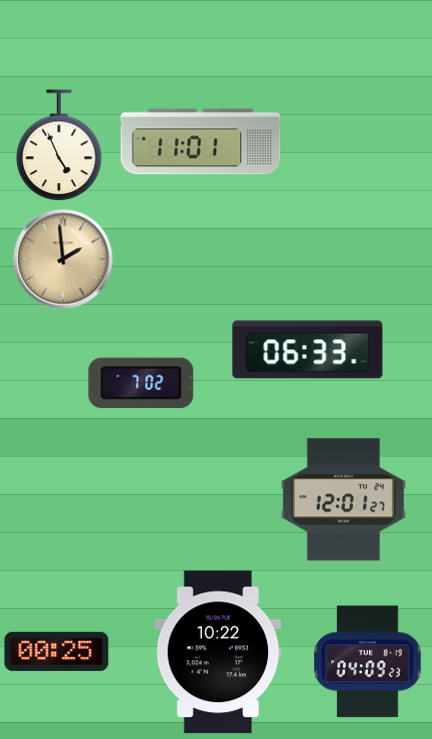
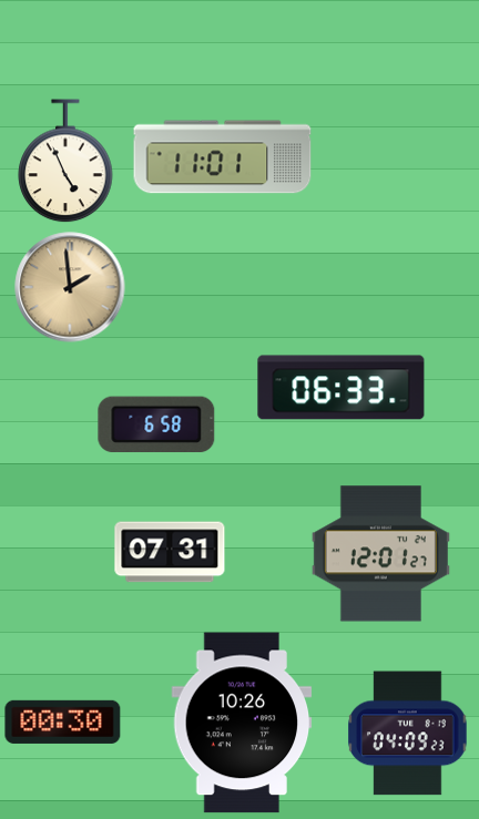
clock at (141, 383): 7:02 -> 6:58
clock at (170, 552): none -> 07:31
clock at (57, 651): 00:25 -> 00:30
clock at (218, 652): 10:22 -> 10:26
